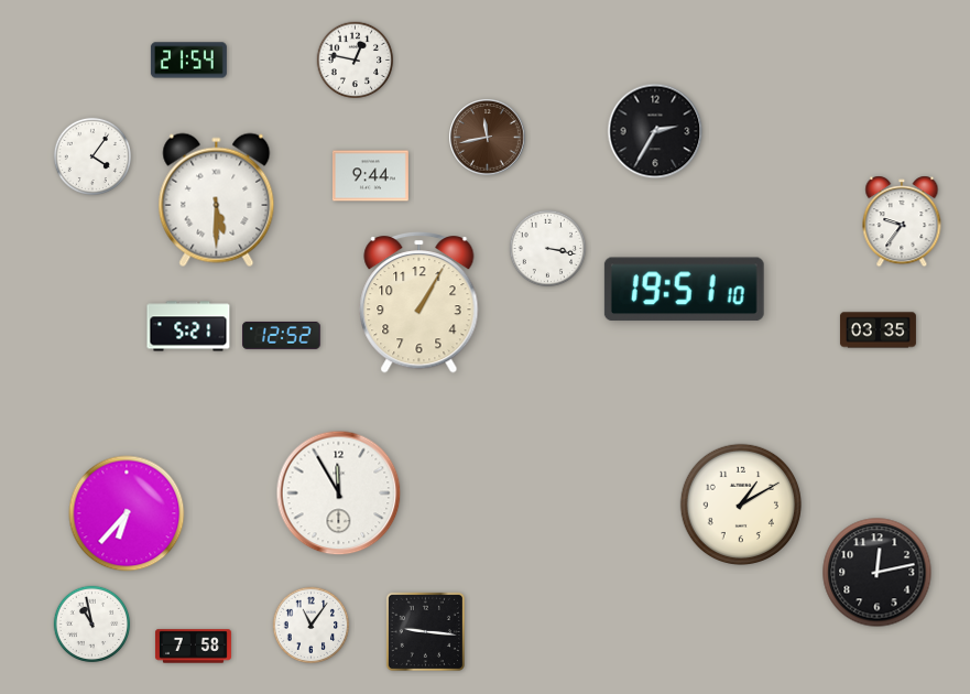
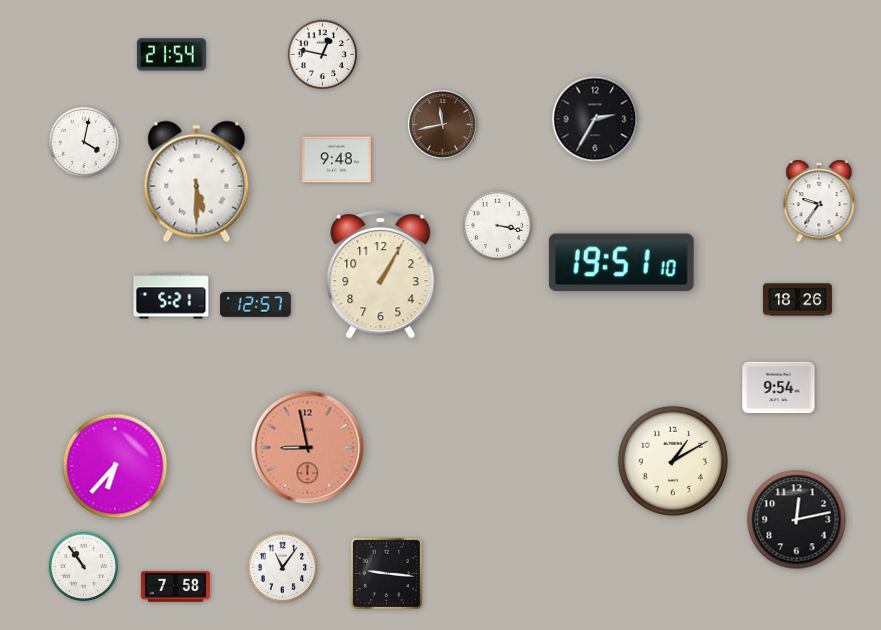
clock at (91, 155): 4:06 -> 4:02
clock at (370, 176): 9:44 -> 9:48
clock at (878, 330): 03:35 -> 18:26
clock at (282, 335): 12:52 -> 12:57
clock at (779, 388): none -> 9:54
clock at (339, 494): 11:55 -> 8:58
clock at (339, 494) dial: white -> salmon
clock at (740, 503) position: (740, 503) -> (672, 460)
clock at (92, 625): 10:58 -> 10:54
